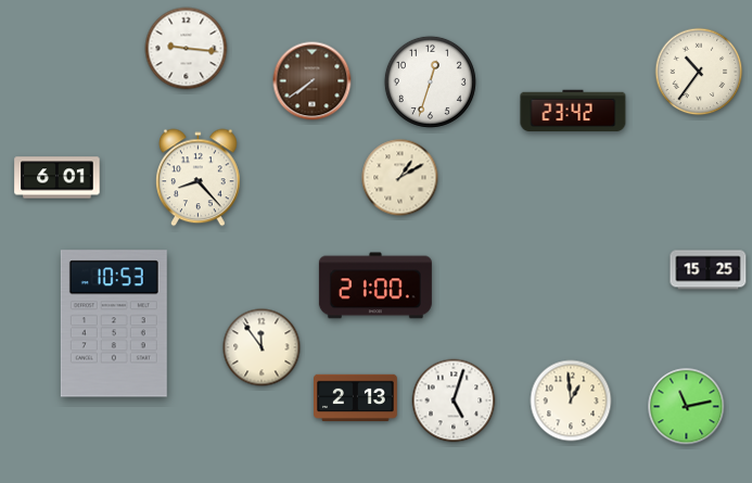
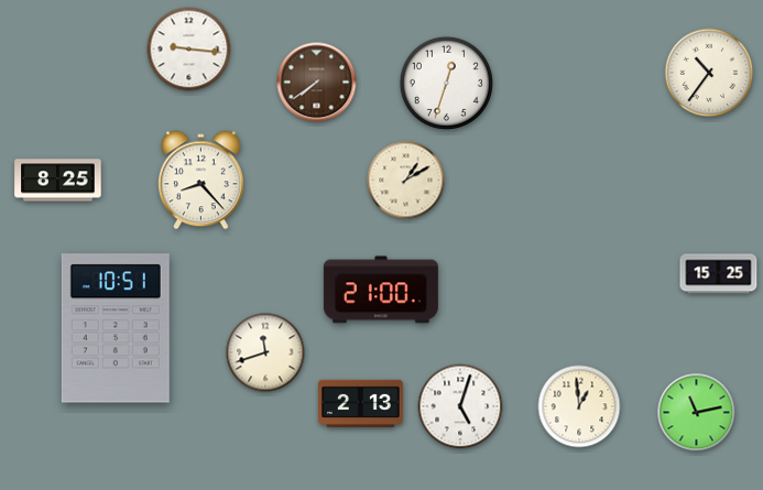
clock at (430, 81) position: (430, 81) -> (446, 83)
clock at (573, 111): 23:42 -> none
clock at (58, 178): 6:01 -> 8:25
clock at (114, 323): 10:53 -> 10:51
clock at (262, 347): 11:54 -> 11:42
